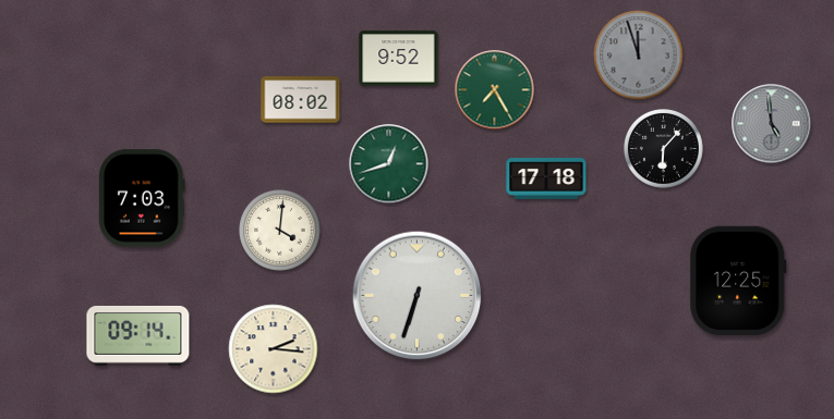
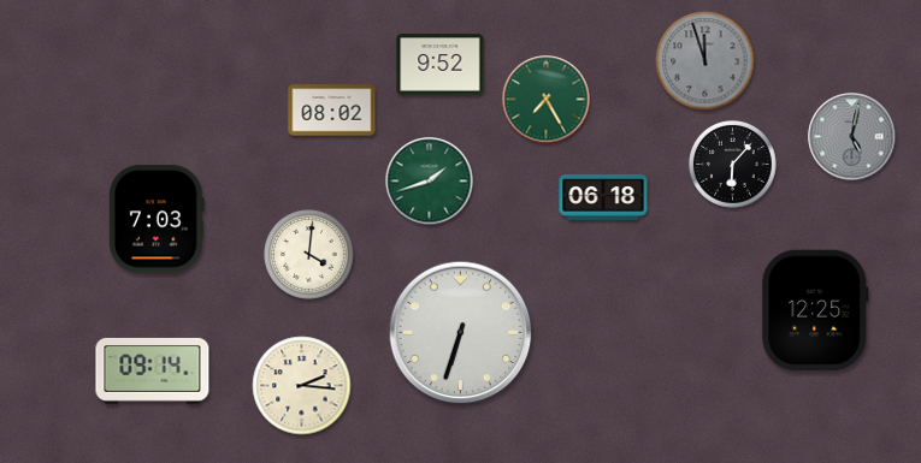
clock at (772, 124): 4:59 -> 5:02
clock at (389, 164): 12:42 -> 1:42
clock at (546, 178): 17:18 -> 06:18
clock at (418, 296) position: (418, 296) -> (461, 333)
